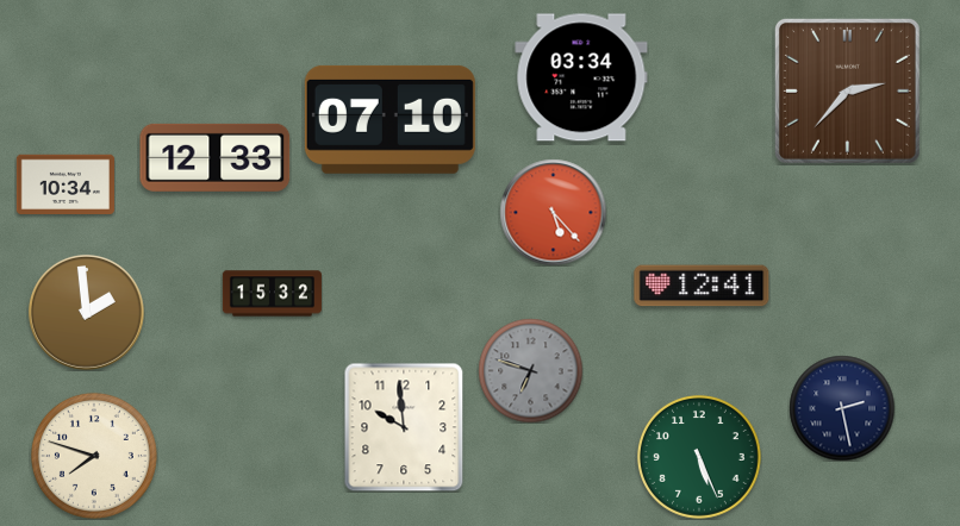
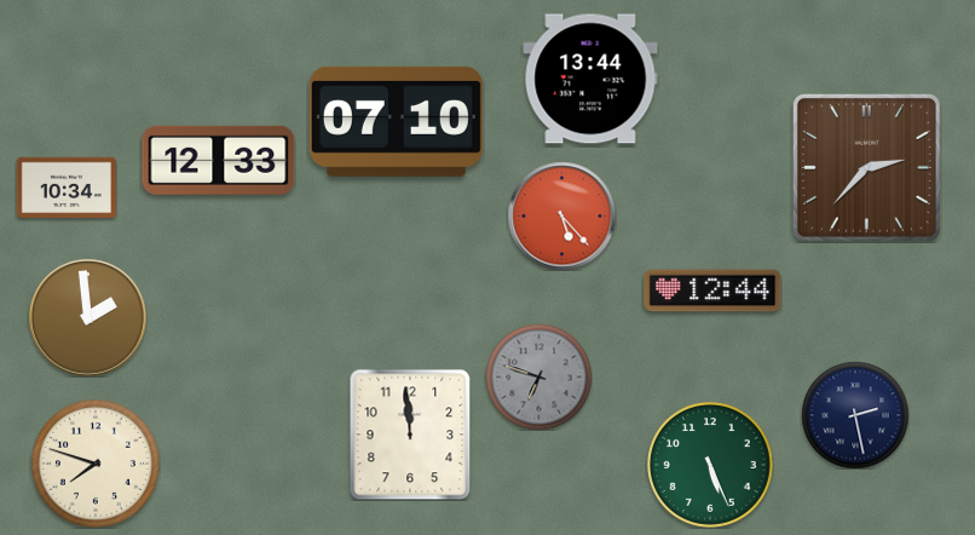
clock at (581, 77): 03:34 -> 13:44
clock at (847, 90) position: (847, 90) -> (866, 167)
clock at (702, 286): 12:41 -> 12:44
clock at (272, 294): 15:32 -> none
clock at (404, 427): 9:59 -> 11:59
